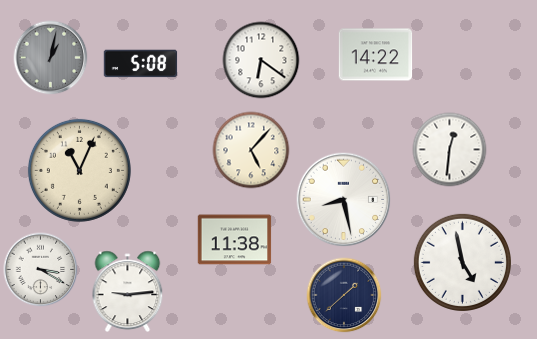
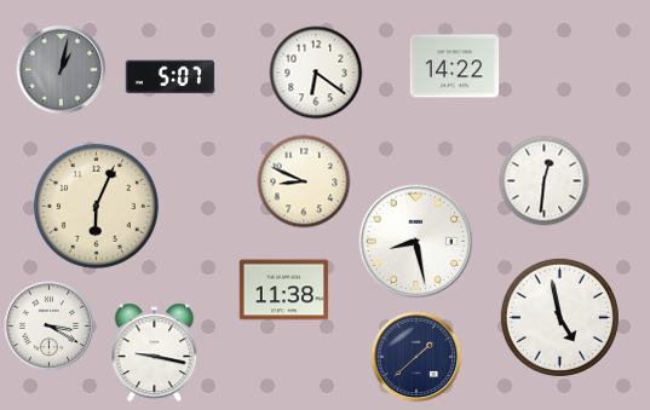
clock at (141, 64): 5:08 -> 5:07
clock at (251, 150): 5:07 -> 8:49
clock at (79, 170): 11:04 -> 6:04
clock at (128, 291): 9:14 -> 9:17
